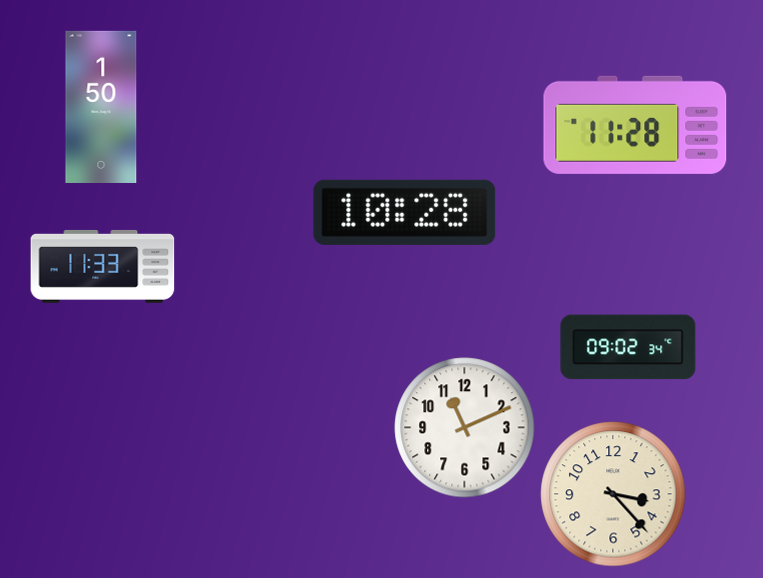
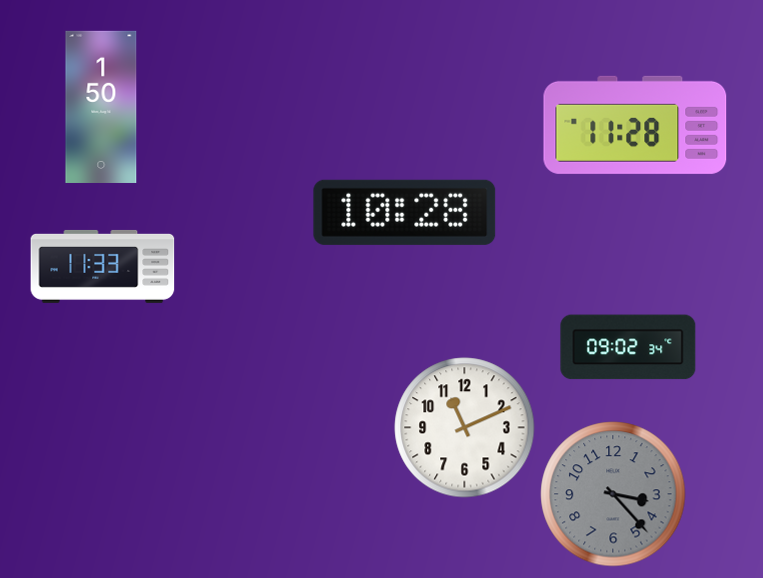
clock at (613, 494) dial: cream -> grey
